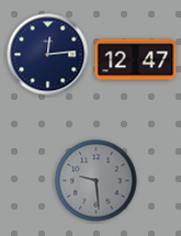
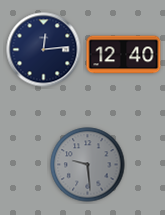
clock at (136, 60): 12:47 -> 12:40
